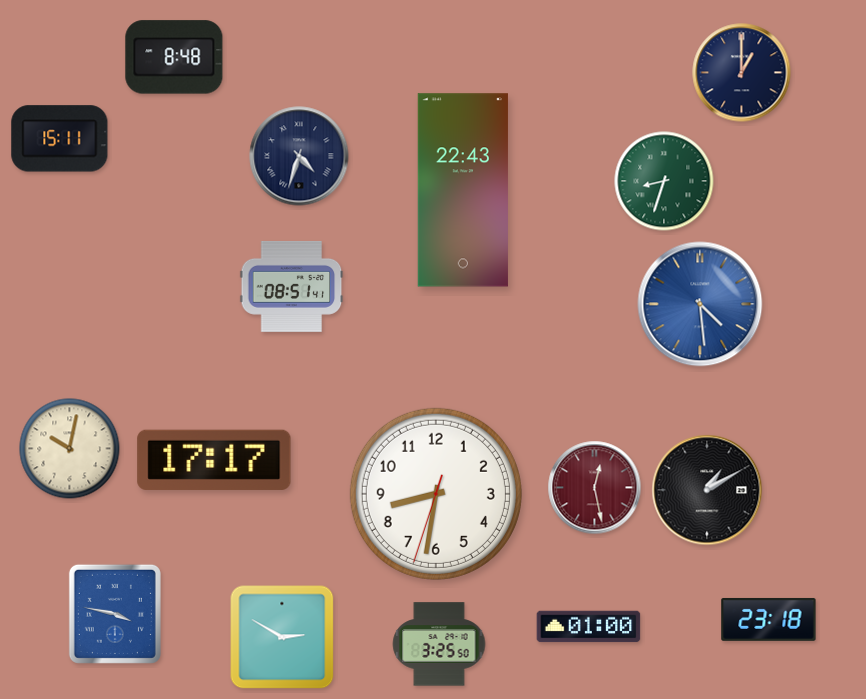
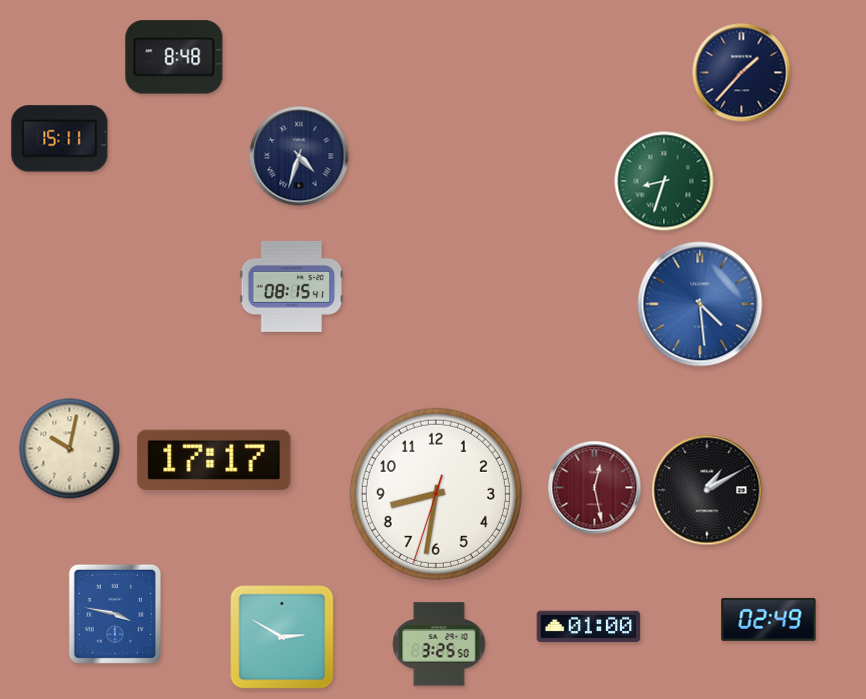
clock at (742, 73): 1:00 -> 1:37
clock at (463, 190): 22:43 -> none
clock at (292, 286): 08:51 -> 08:15
clock at (769, 620): 23:18 -> 02:49
